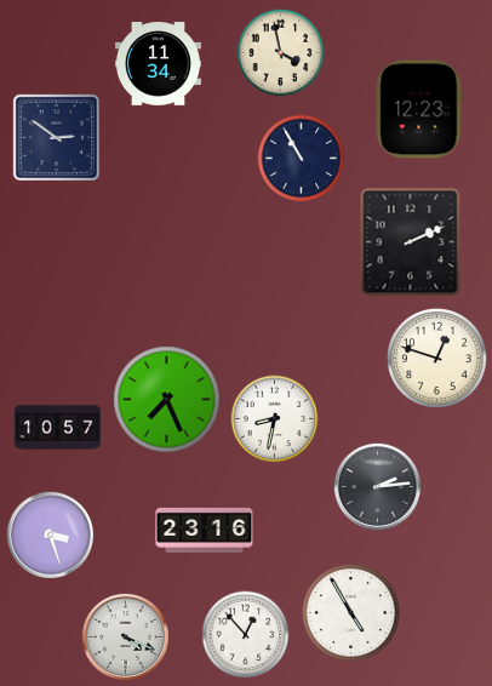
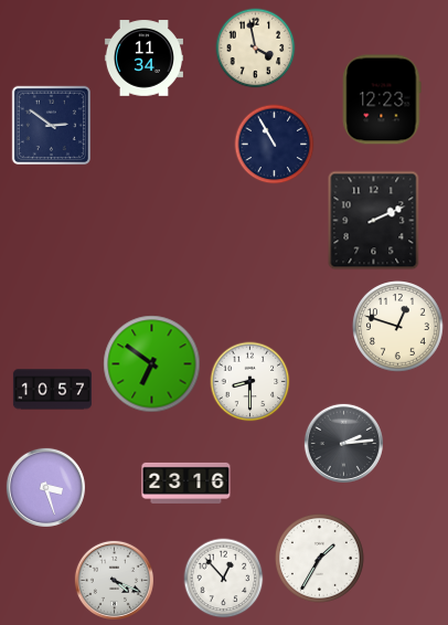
clock at (167, 400): 7:26 -> 6:51
clock at (275, 419): 8:32 -> 8:30
clock at (350, 612): 4:55 -> 1:35
